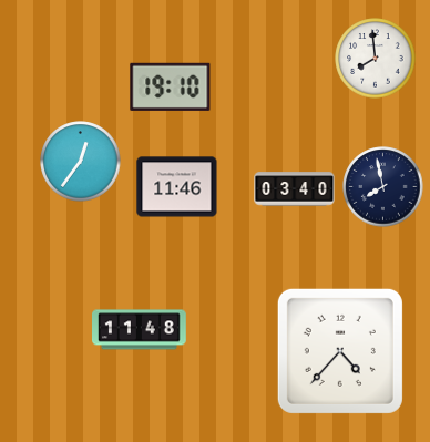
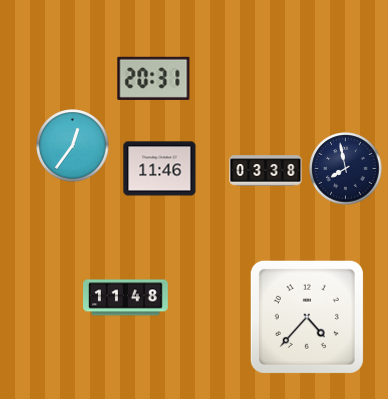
clock at (376, 59): 7:59 -> none
clock at (171, 86): 19:10 -> 20:31
clock at (295, 189): 03:40 -> 03:38
